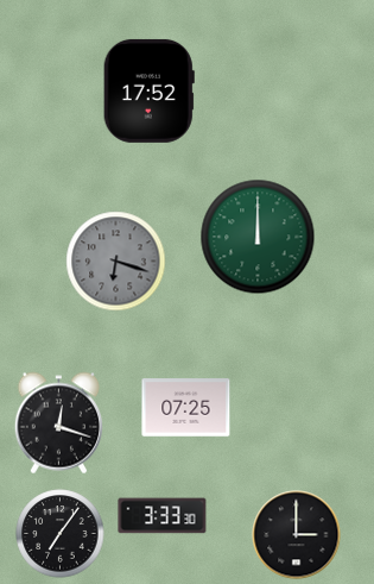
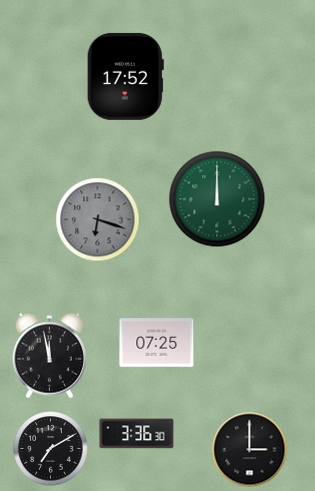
clock at (58, 423): 12:18 -> 11:58
clock at (163, 516): 3:33 -> 3:36
clock at (61, 534): 7:06 -> 7:10
